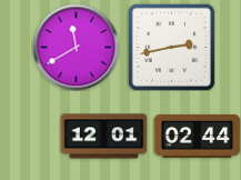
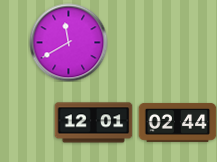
clock at (171, 47): 2:43 -> none
